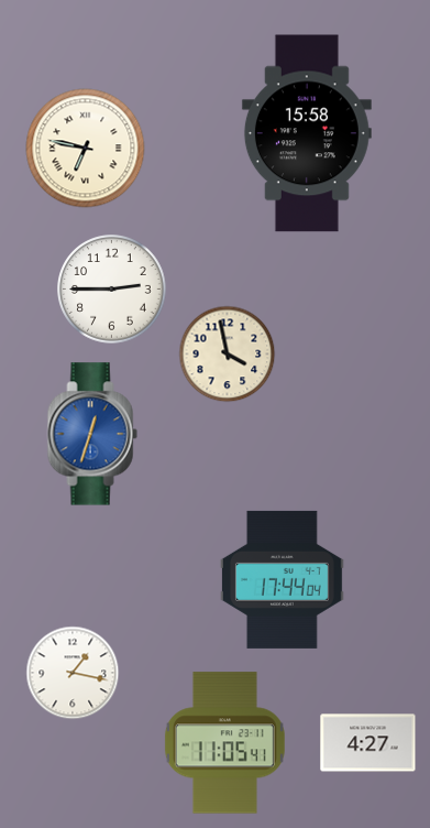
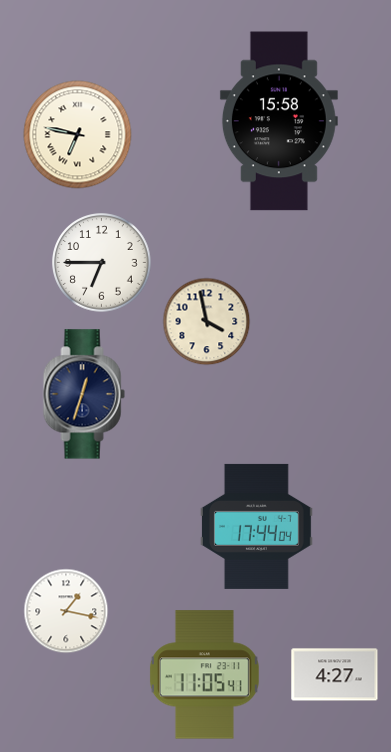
clock at (112, 290): 2:45 -> 6:45
clock at (92, 434) dial: blue -> navy
